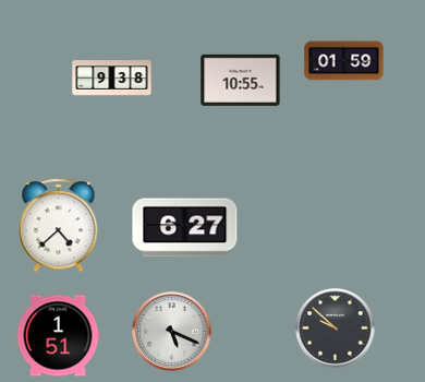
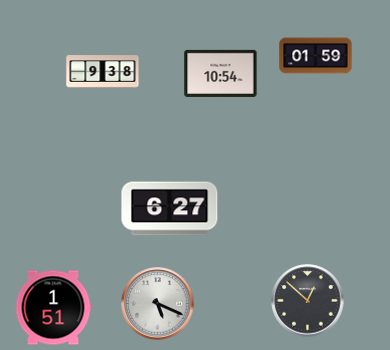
clock at (241, 80): 10:55 -> 10:54
clock at (59, 226): 4:38 -> none
clock at (336, 329): 9:52 -> 12:52
